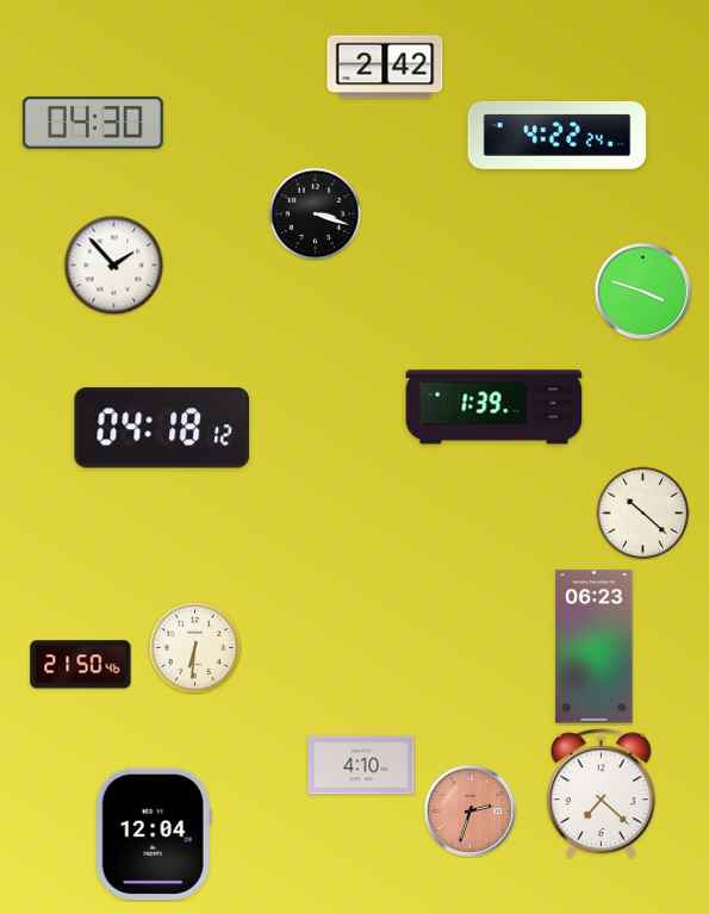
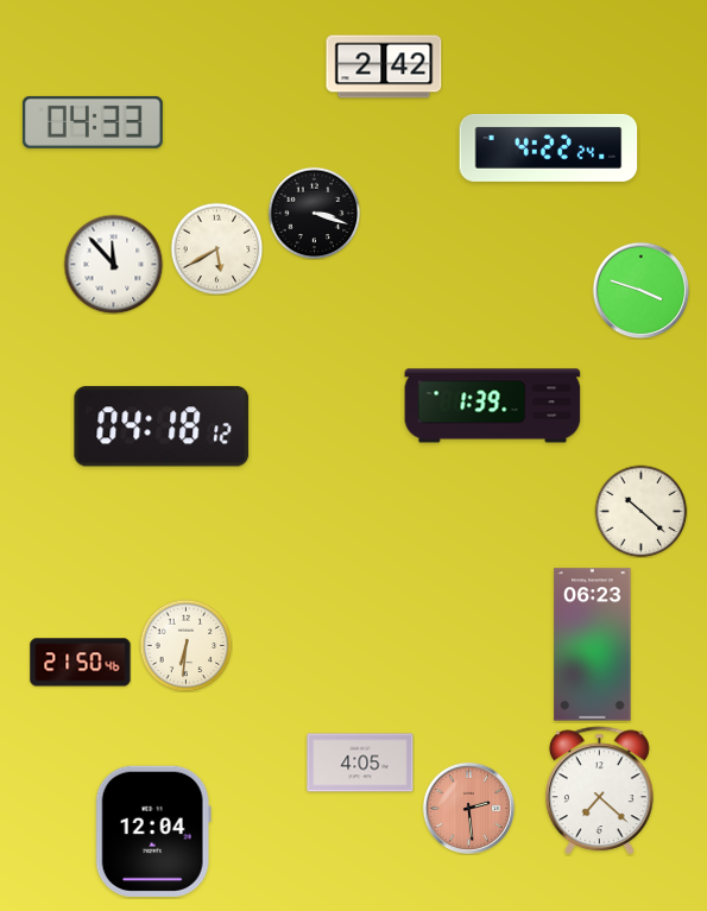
clock at (93, 123): 04:30 -> 04:33
clock at (558, 135) position: (558, 135) -> (549, 147)
clock at (216, 248): none -> 5:40
clock at (113, 265): 1:53 -> 11:53
clock at (194, 647) position: (194, 647) -> (185, 645)
clock at (361, 765): 4:10 -> 4:05
clock at (469, 810): 2:33 -> 2:29
